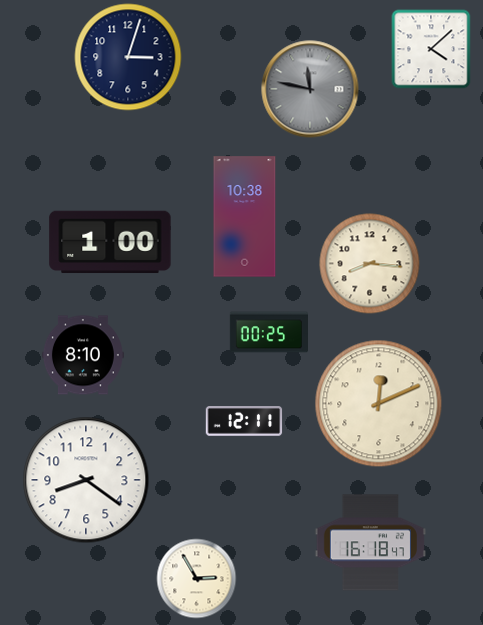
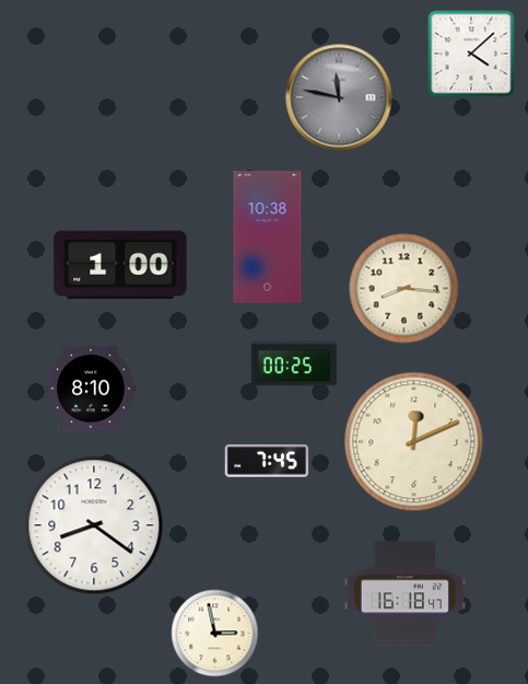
clock at (128, 57): 3:03 -> none
clock at (244, 421): 12:11 -> 7:45
clock at (197, 579): 2:55 -> 2:58
